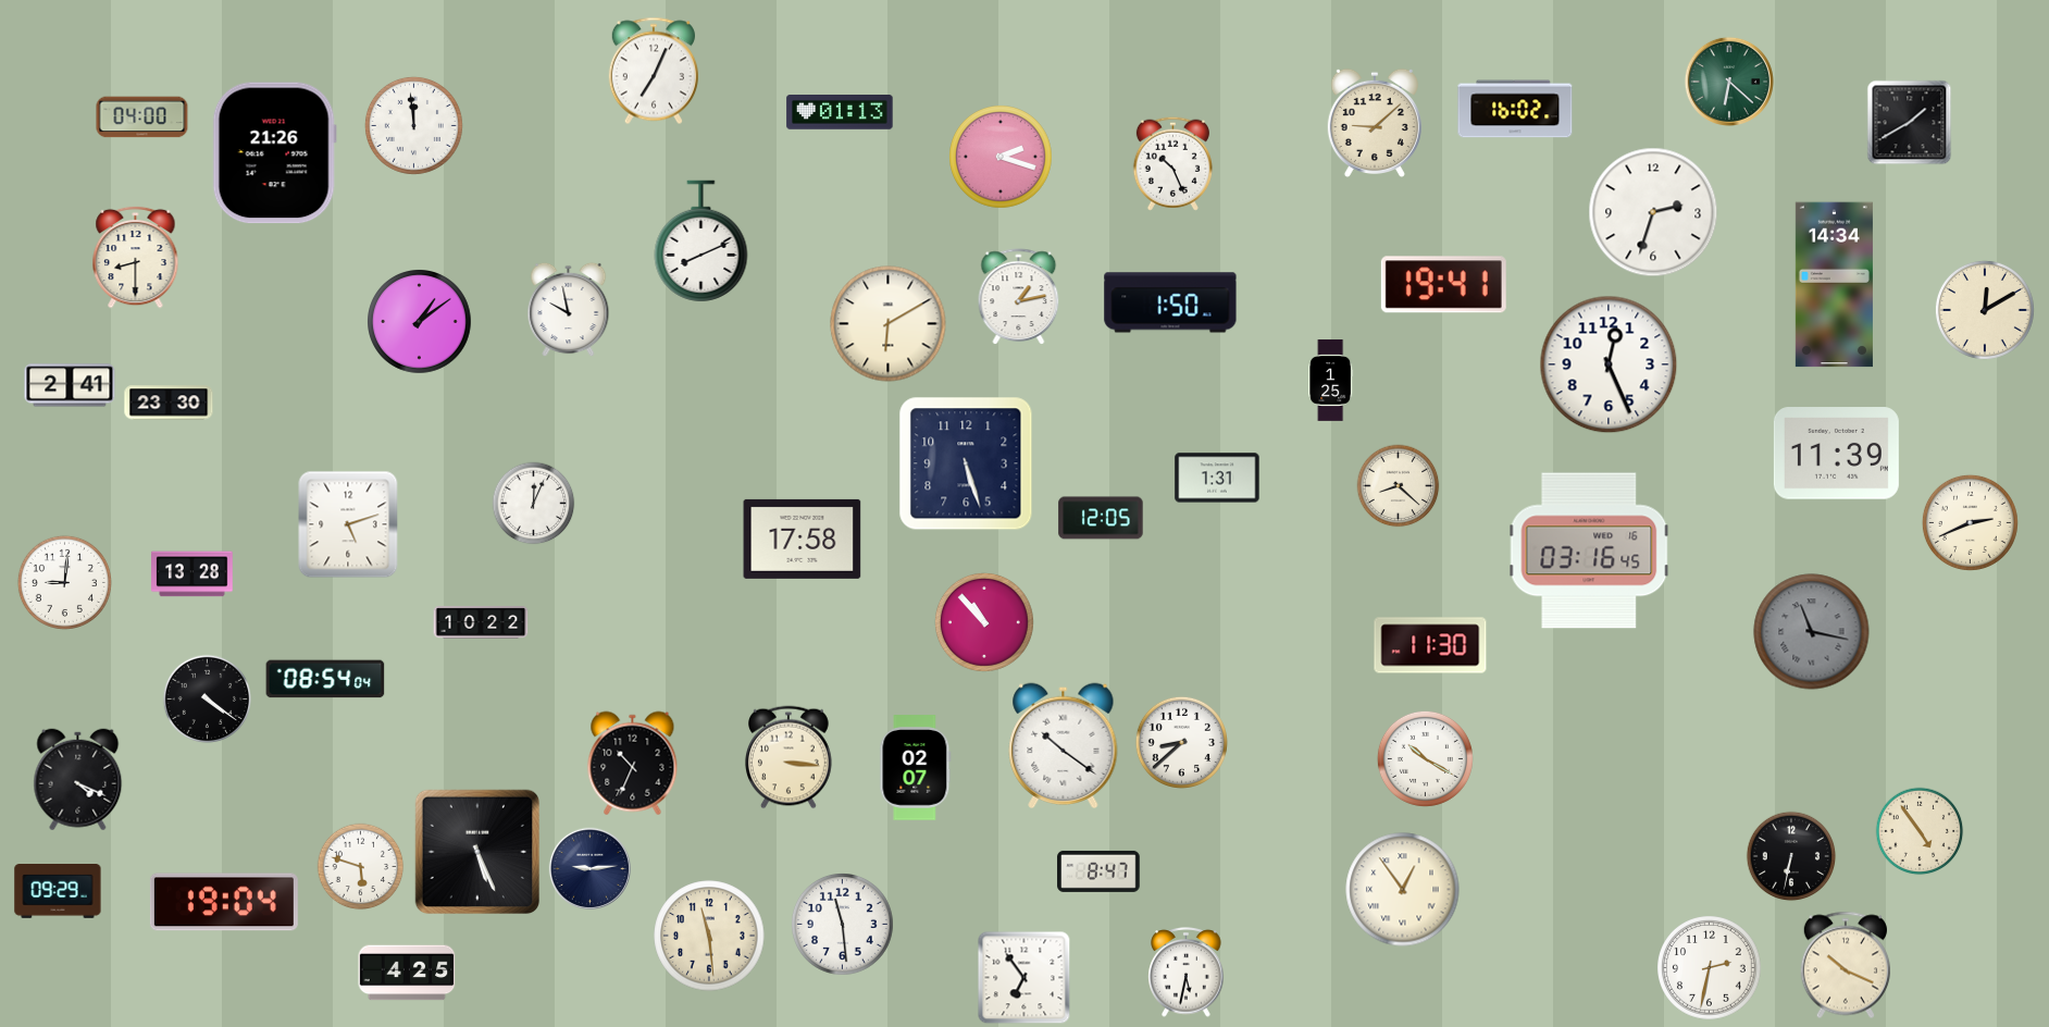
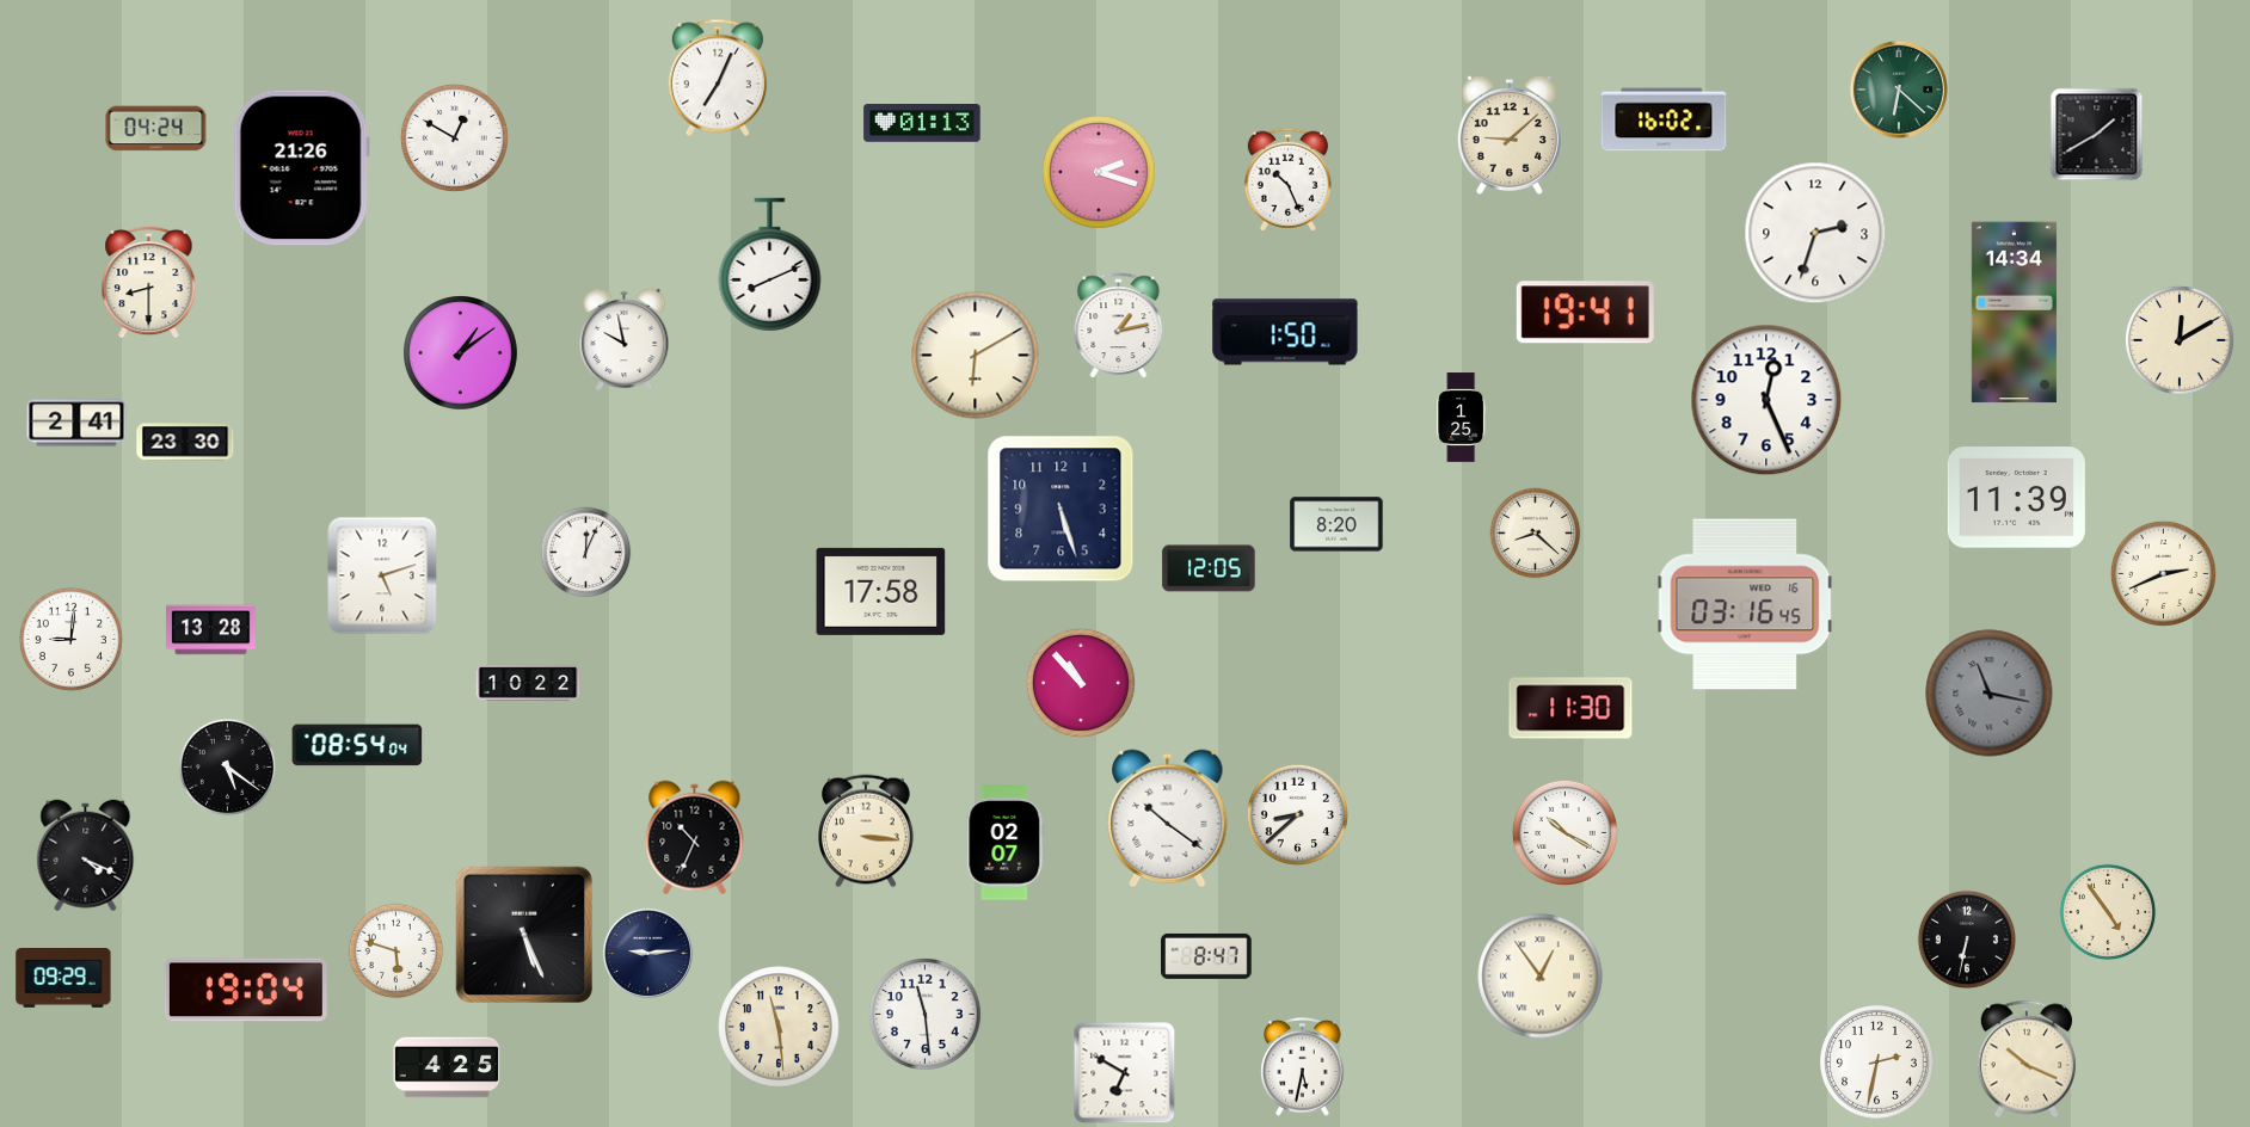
clock at (142, 117): 04:00 -> 04:24
clock at (413, 125): 11:59 -> 12:50
clock at (1217, 478): 1:31 -> 8:20
clock at (208, 700): 4:21 -> 5:21
clock at (1024, 978): 6:54 -> 6:50
